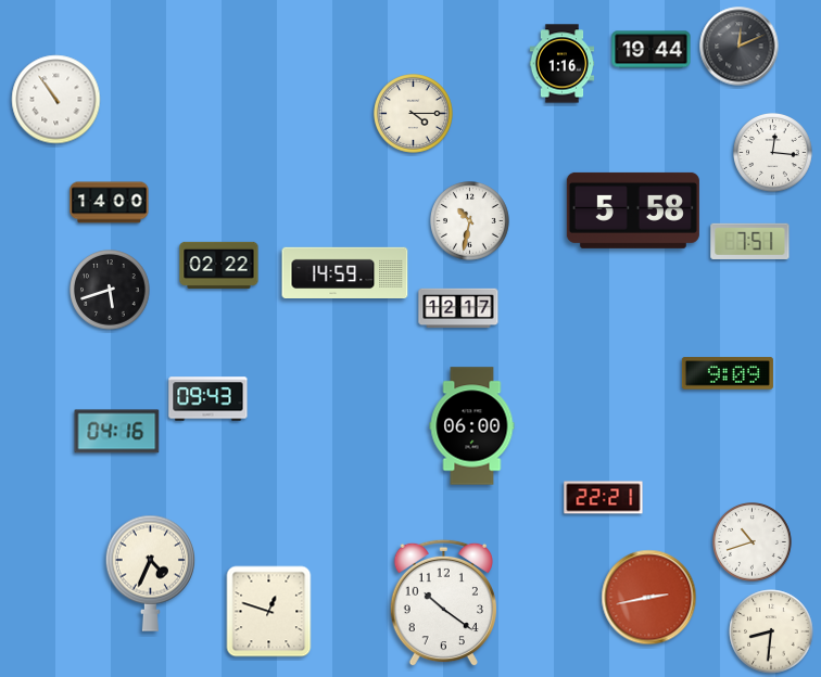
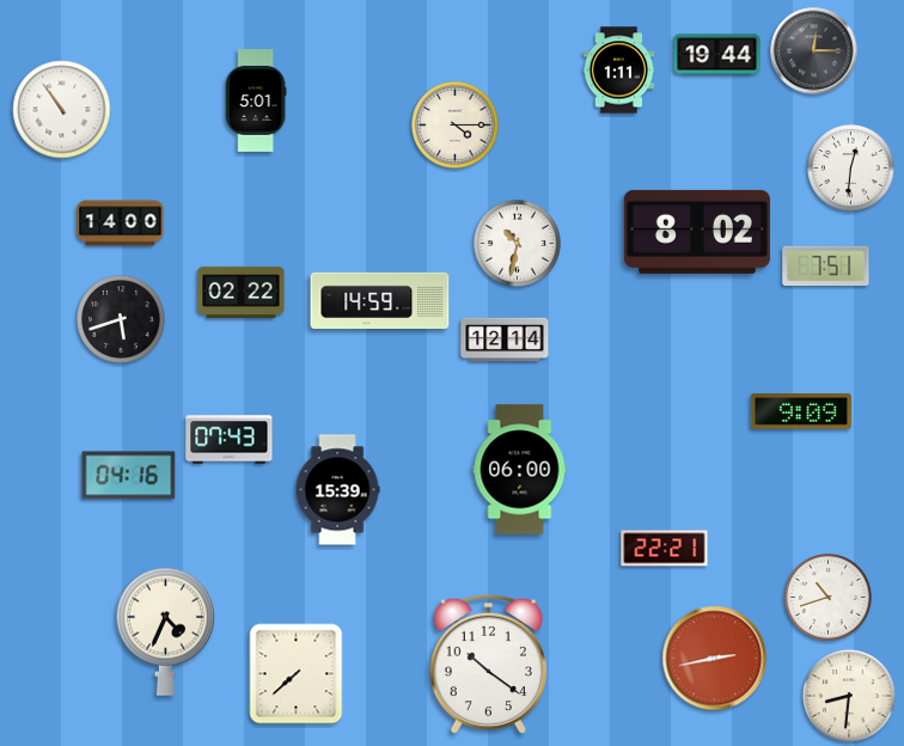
clock at (740, 47): 12:11 -> 12:15
clock at (563, 64): 1:16 -> 1:11
clock at (256, 102): none -> 5:01
clock at (773, 153): 12:16 -> 12:31
clock at (633, 210): 5:58 -> 8:02
clock at (458, 308): 12:17 -> 12:14
clock at (209, 399): 09:43 -> 07:43
clock at (337, 490): none -> 15:39
clock at (269, 612): 12:48 -> 7:38
